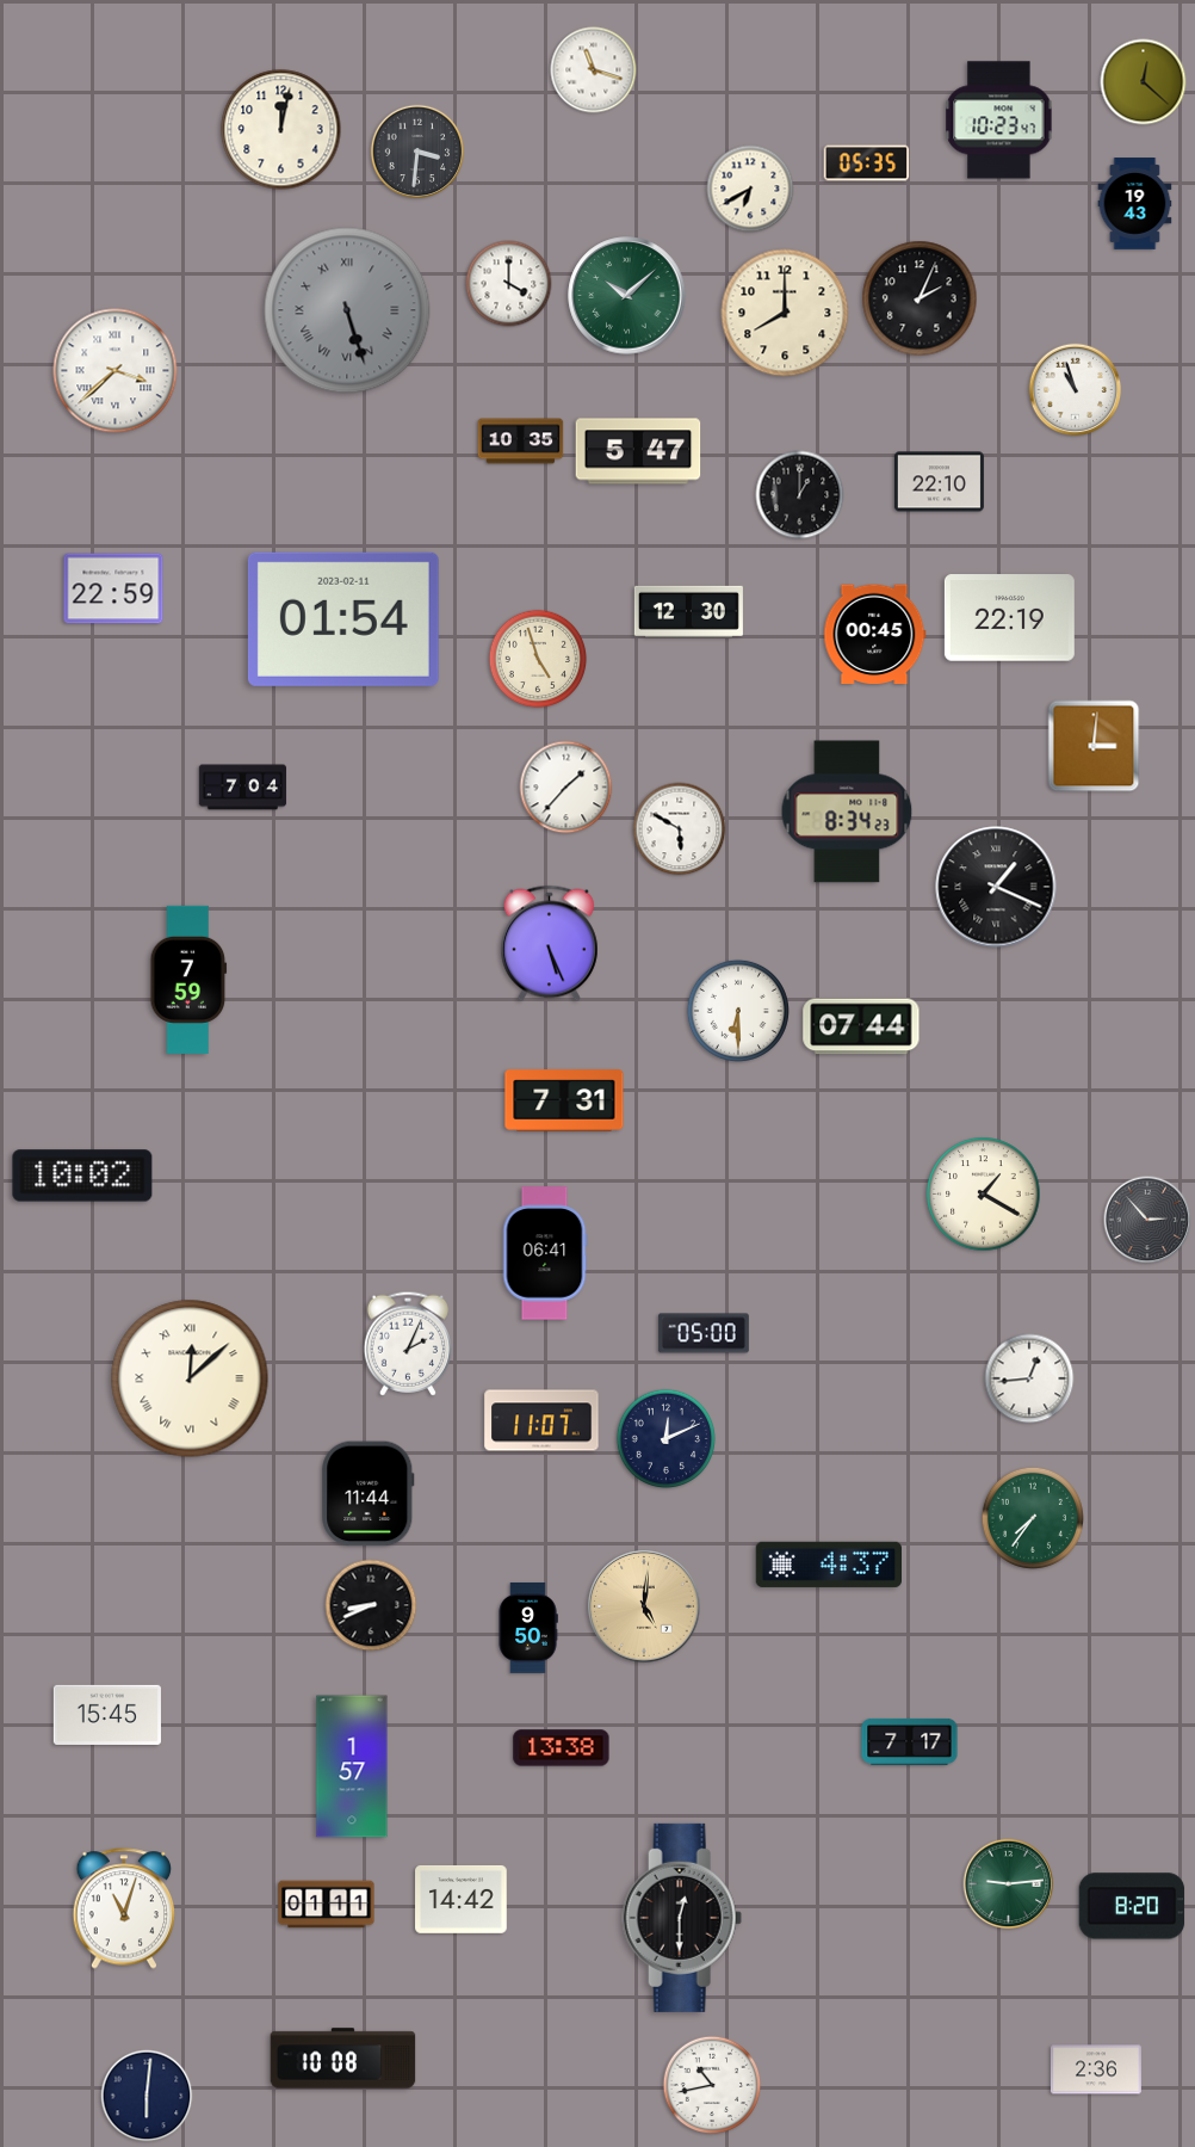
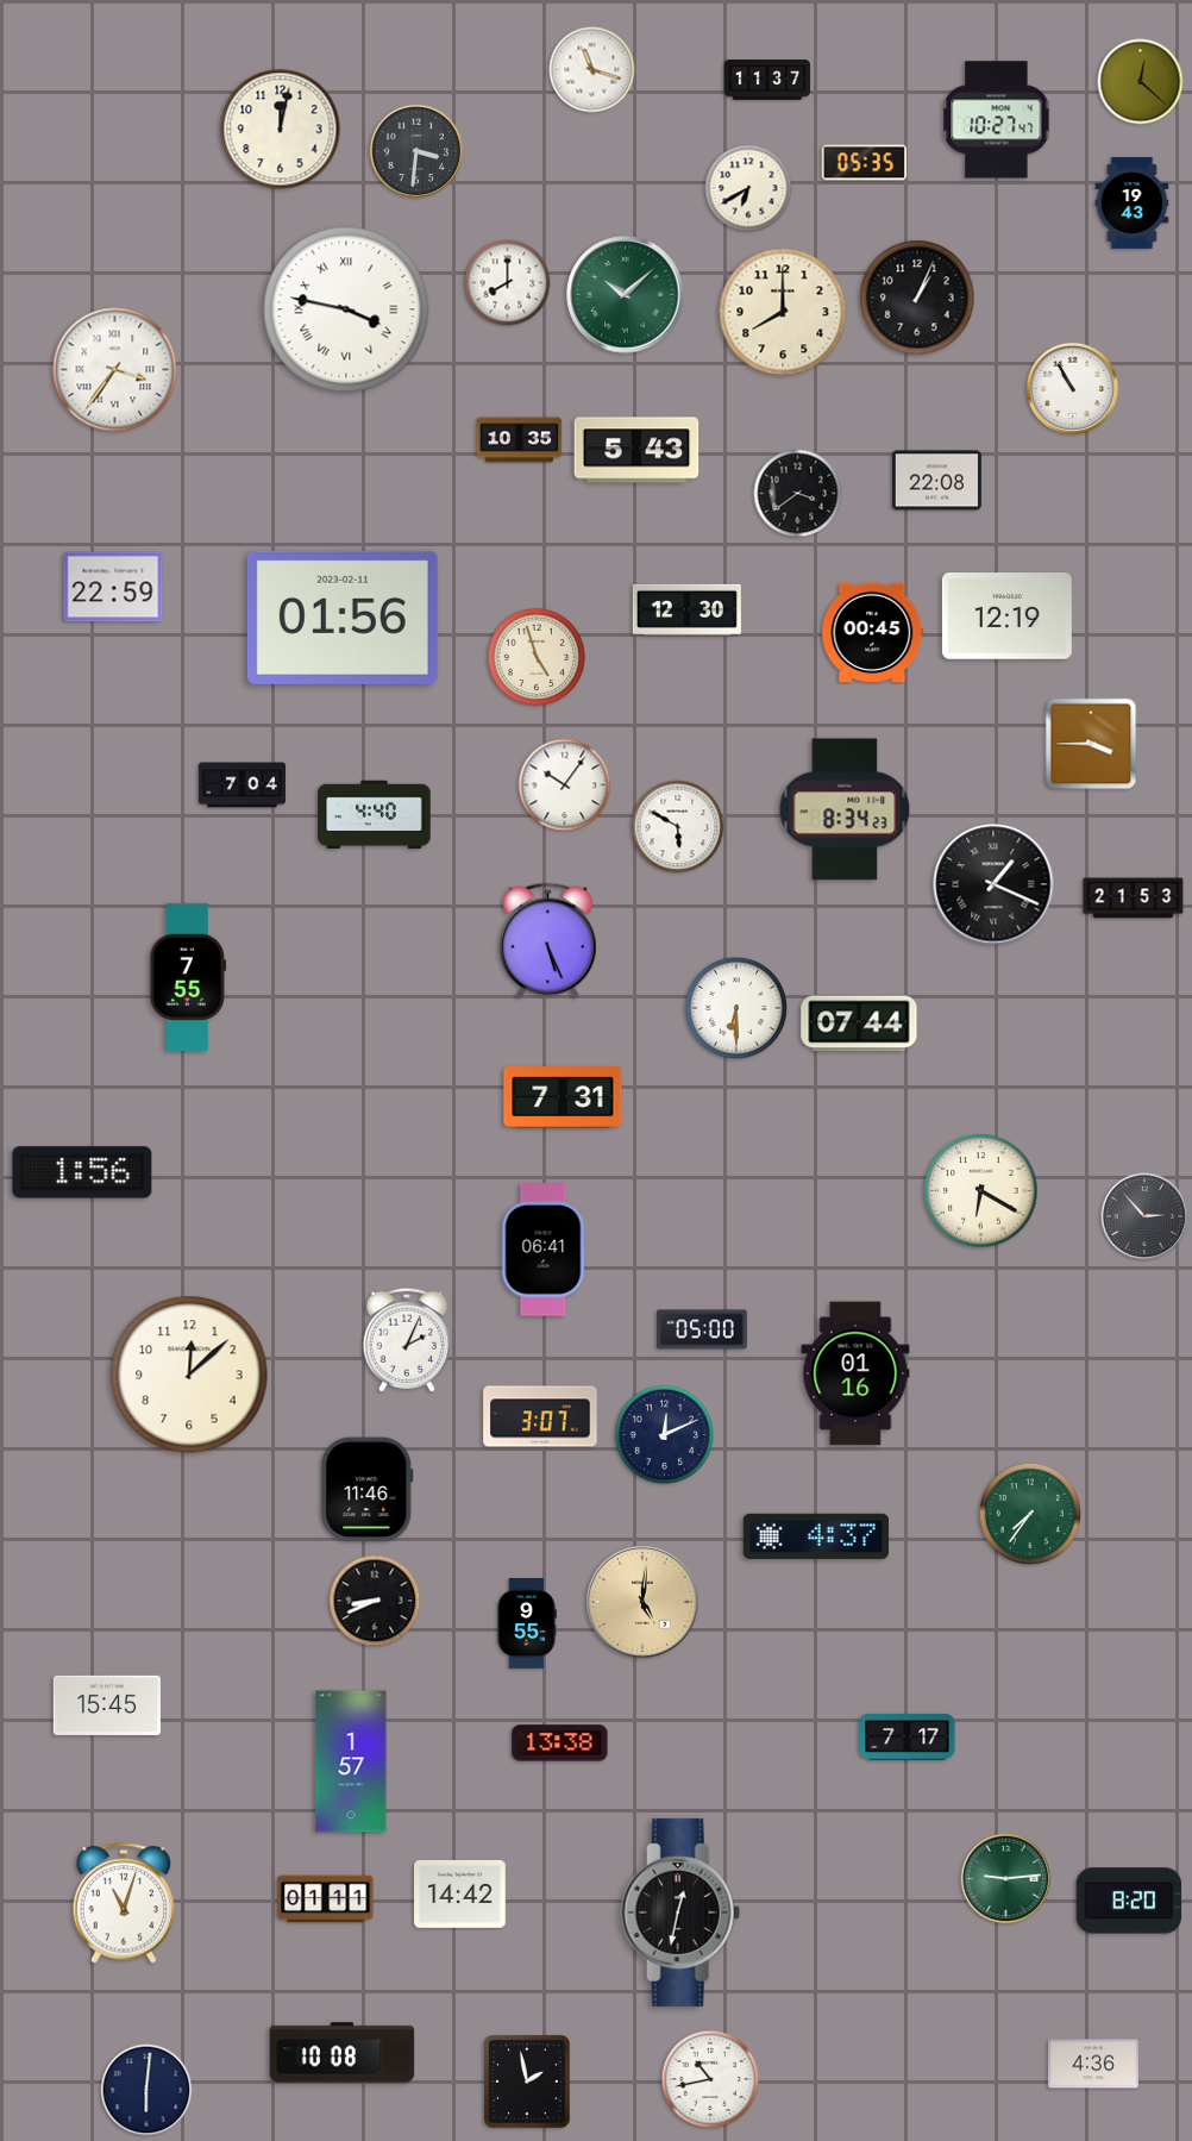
clock at (767, 80): none -> 11:37
clock at (999, 121): 10:23 -> 10:27
clock at (509, 284): 4:00 -> 8:00
clock at (920, 298): 2:04 -> 1:04
clock at (347, 310): 5:27 -> 3:47
clock at (347, 310) dial: grey -> white
clock at (116, 371): 3:38 -> 3:36
clock at (1076, 390): 10:57 -> 10:55
clock at (638, 451): 5:47 -> 5:43
clock at (939, 482): 22:10 -> 22:08
clock at (800, 495): 1:00 -> 3:39
clock at (1009, 618): 22:19 -> 12:19
clock at (343, 619): 01:54 -> 01:56
clock at (1094, 746): 3:01 -> 3:45
clock at (566, 788): 1:37 -> 10:06
clock at (375, 815): none -> 4:40
clock at (1134, 899): none -> 21:53
clock at (188, 980): 7:59 -> 7:55
clock at (82, 1176): 10:02 -> 1:56
clock at (984, 1195): 1:20 -> 6:20
clock at (855, 1373): none -> 01:16
clock at (190, 1378) numerals: Roman -> Arabic
clock at (1029, 1378): 12:44 -> none
clock at (541, 1420): 11:07 -> 3:07
clock at (369, 1494): 11:44 -> 11:46
clock at (828, 1565) position: (828, 1565) -> (815, 1536)
clock at (371, 1605) position: (371, 1605) -> (375, 1601)
clock at (528, 1628): 9:50 -> 9:55
clock at (107, 1715) position: (107, 1715) -> (107, 1705)
clock at (682, 1918): 12:30 -> 12:32
clock at (1096, 2069): 2:36 -> 4:36
clock at (527, 2081): none -> 1:58
